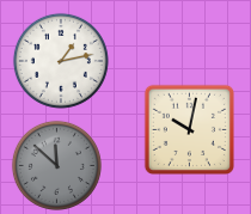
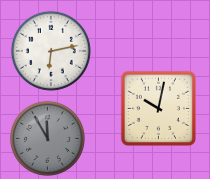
clock at (61, 61): 1:13 -> 6:13
clock at (56, 165): 11:52 -> 11:55
